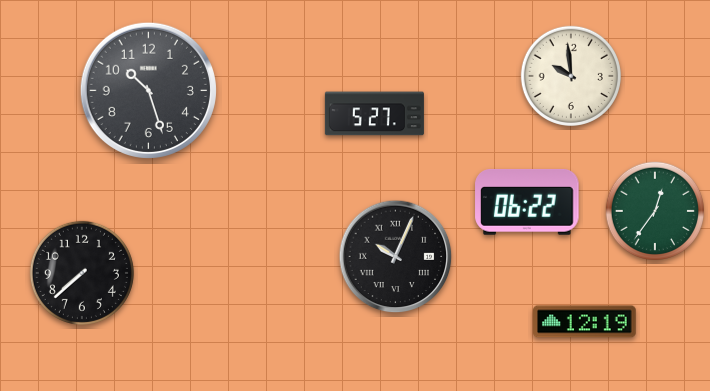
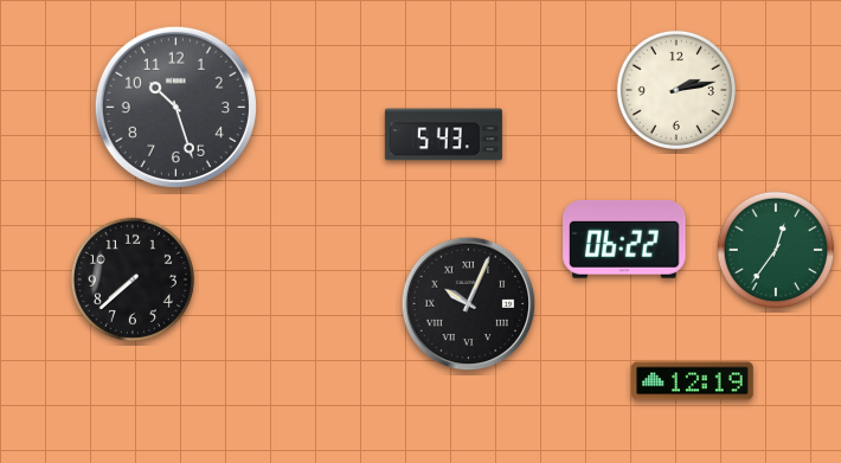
clock at (571, 76): 9:59 -> 2:13
clock at (374, 114): 5:27 -> 5:43
clock at (82, 273) position: (82, 273) -> (133, 279)
